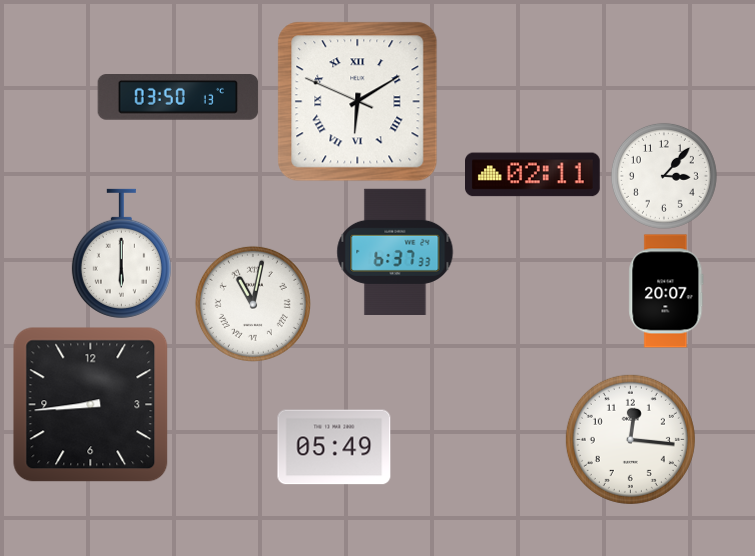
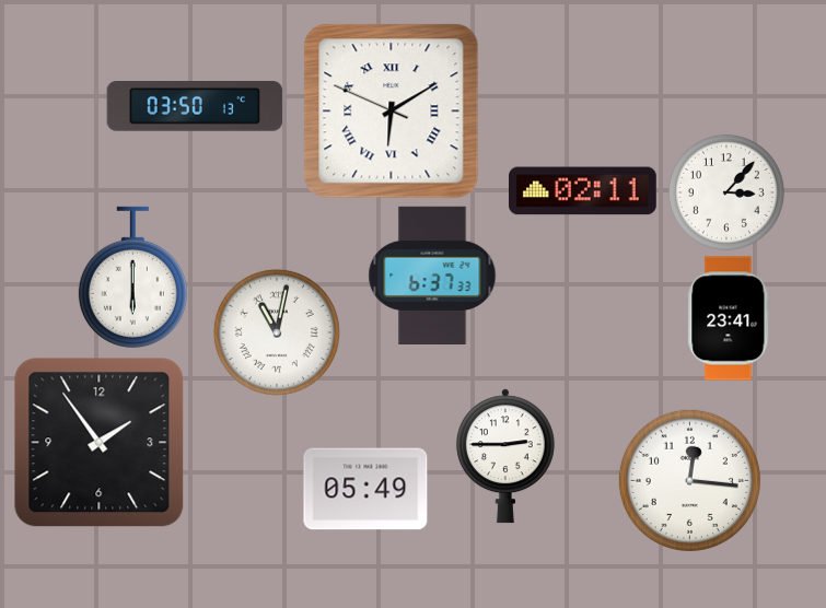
clock at (666, 291): 20:07 -> 23:41
clock at (91, 405): 8:44 -> 1:54
clock at (505, 456): none -> 2:45
